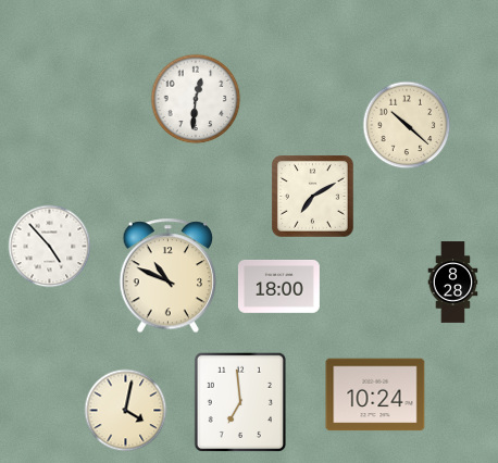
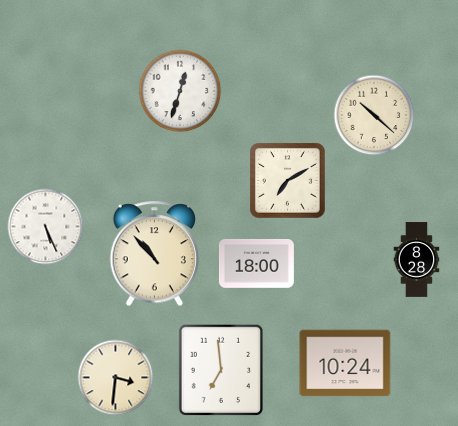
clock at (196, 99): 12:31 -> 12:33
clock at (50, 247): 4:53 -> 5:26
clock at (169, 276): 10:49 -> 10:53
clock at (126, 411): 4:02 -> 3:31
